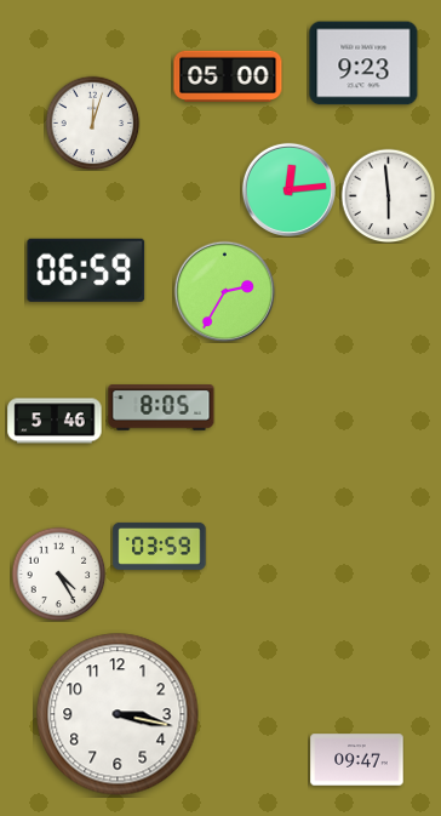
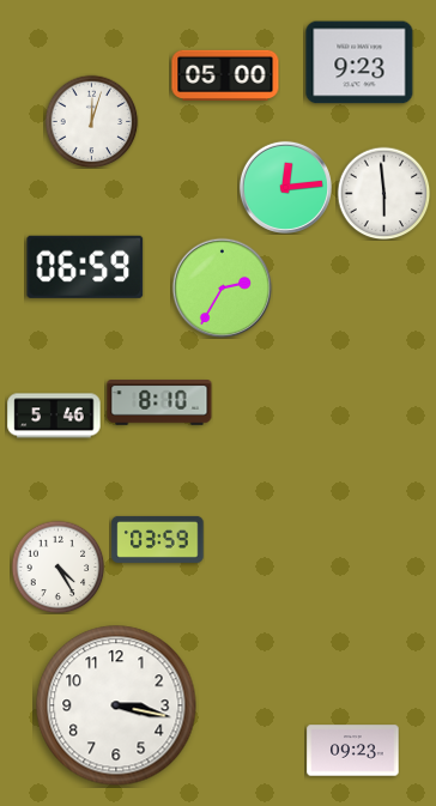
clock at (161, 407): 8:05 -> 8:10
clock at (357, 760): 09:47 -> 09:23
